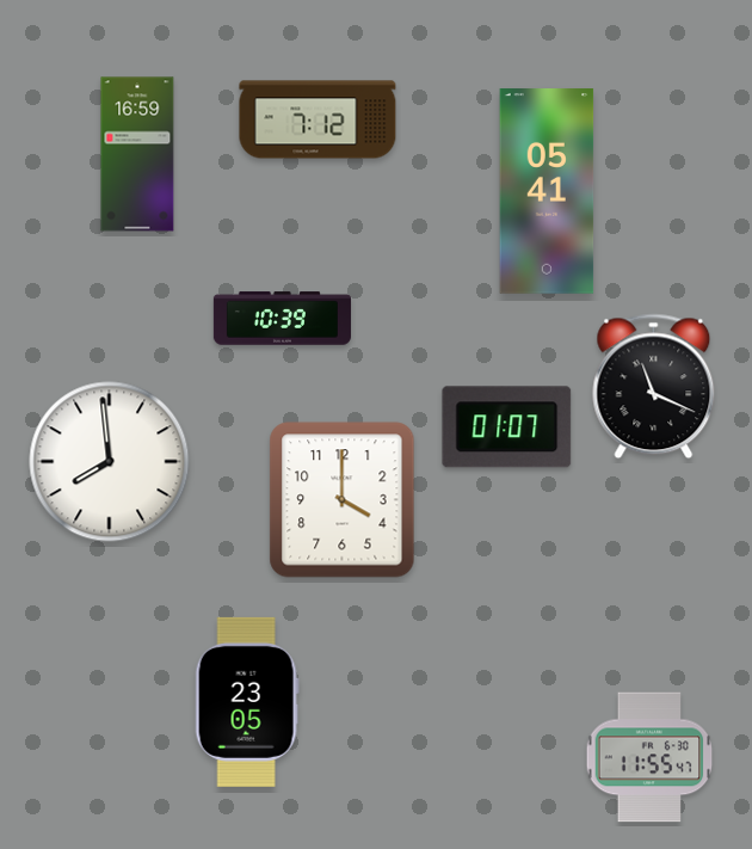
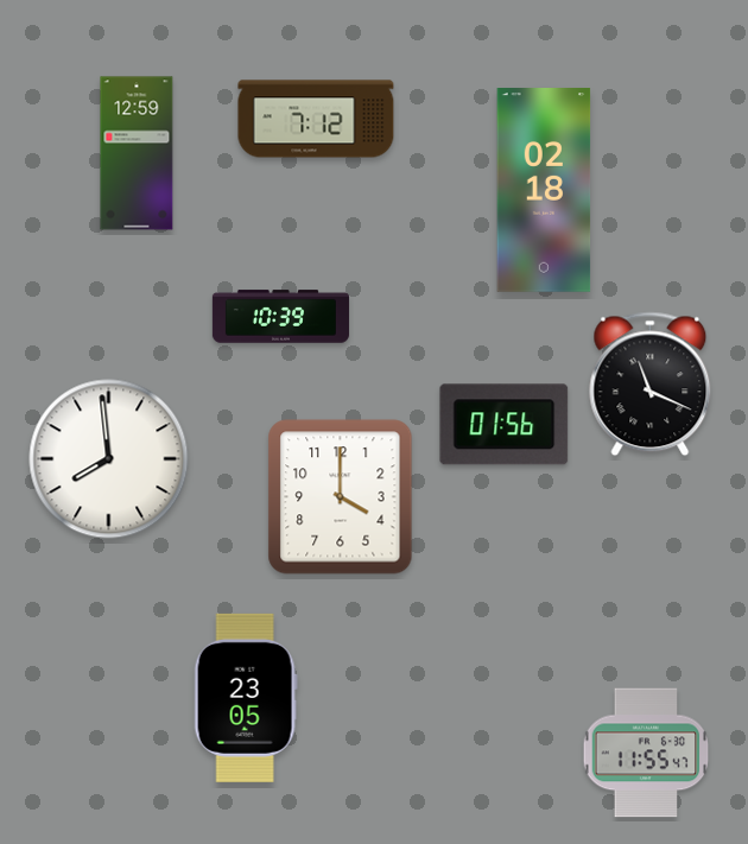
clock at (137, 154): 16:59 -> 12:59
clock at (547, 192): 05:41 -> 02:18
clock at (507, 427): 01:07 -> 01:56
